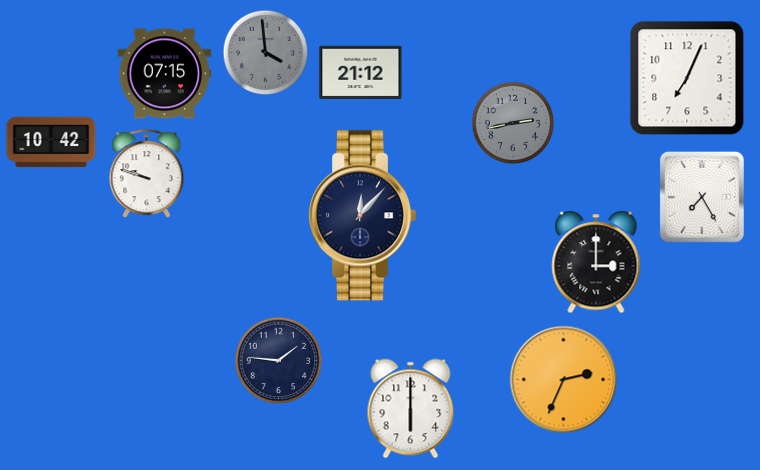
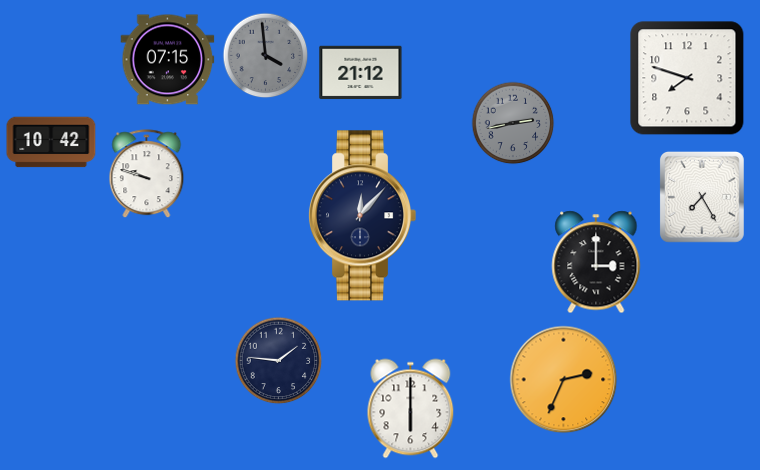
clock at (266, 53) position: (266, 53) -> (266, 56)
clock at (165, 74) position: (165, 74) -> (168, 60)
clock at (687, 78): 7:04 -> 7:48
